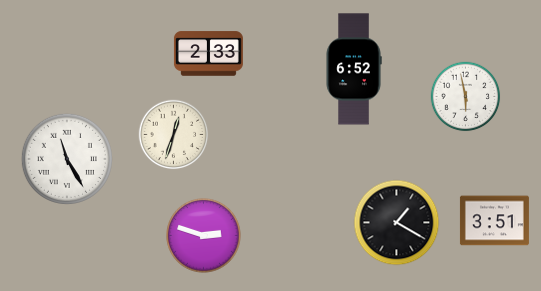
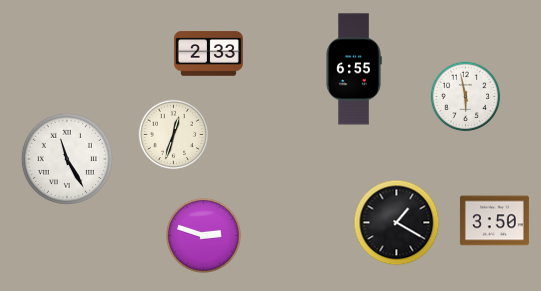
clock at (354, 69): 6:52 -> 6:55
clock at (494, 221): 3:51 -> 3:50
